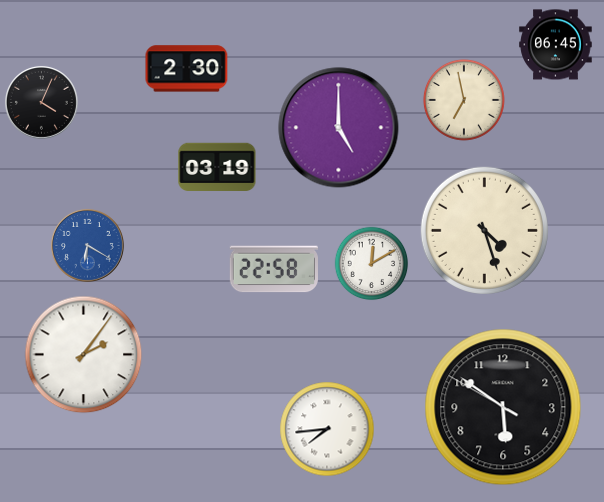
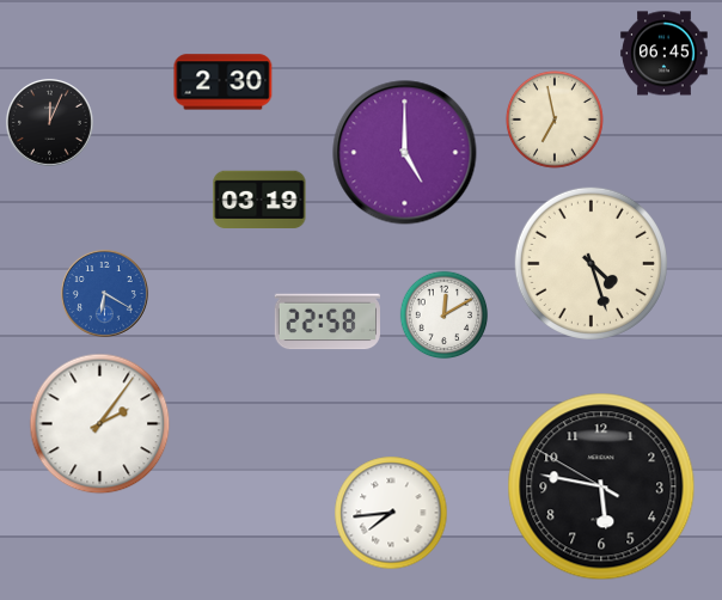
clock at (41, 102): 4:04 -> 12:04
clock at (484, 230) position: (484, 230) -> (591, 263)
clock at (503, 407): 5:50 -> 5:46
